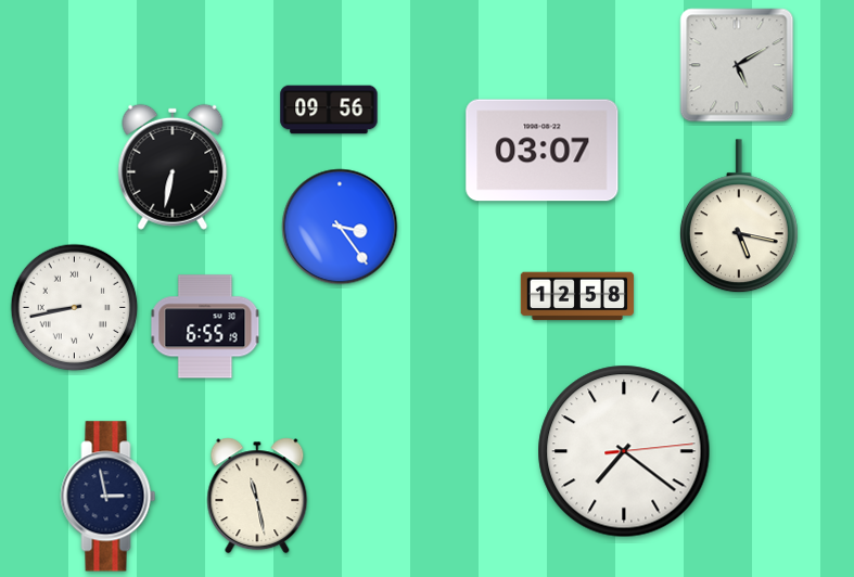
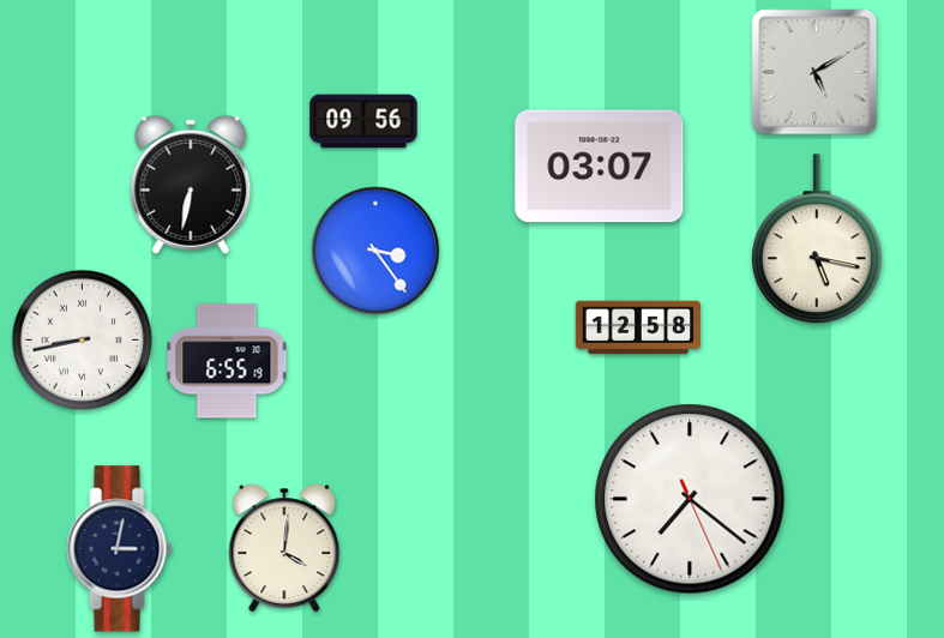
clock at (624, 451): 7:21:14 -> 7:21:26
clock at (257, 496): 11:28 -> 4:01
clock at (109, 497): 2:58 -> 3:02
